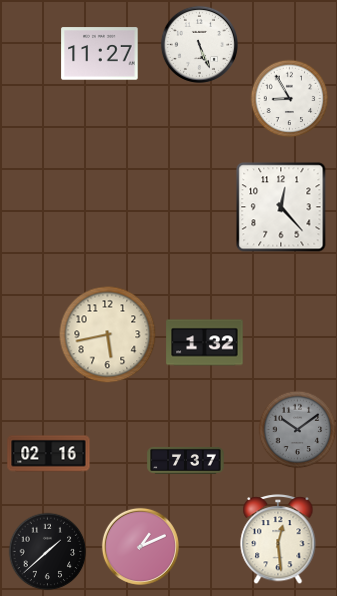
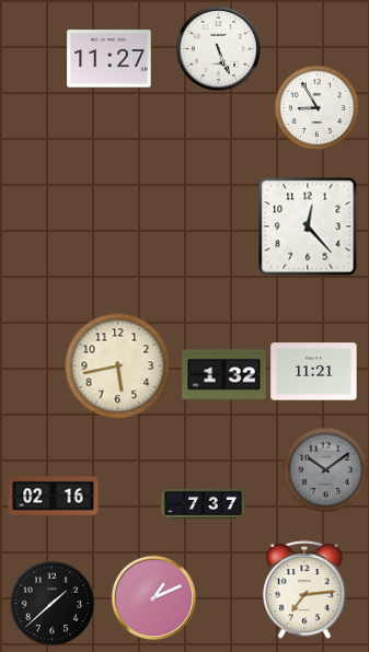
clock at (314, 372): none -> 11:21
clock at (278, 540): 12:29 -> 7:14
